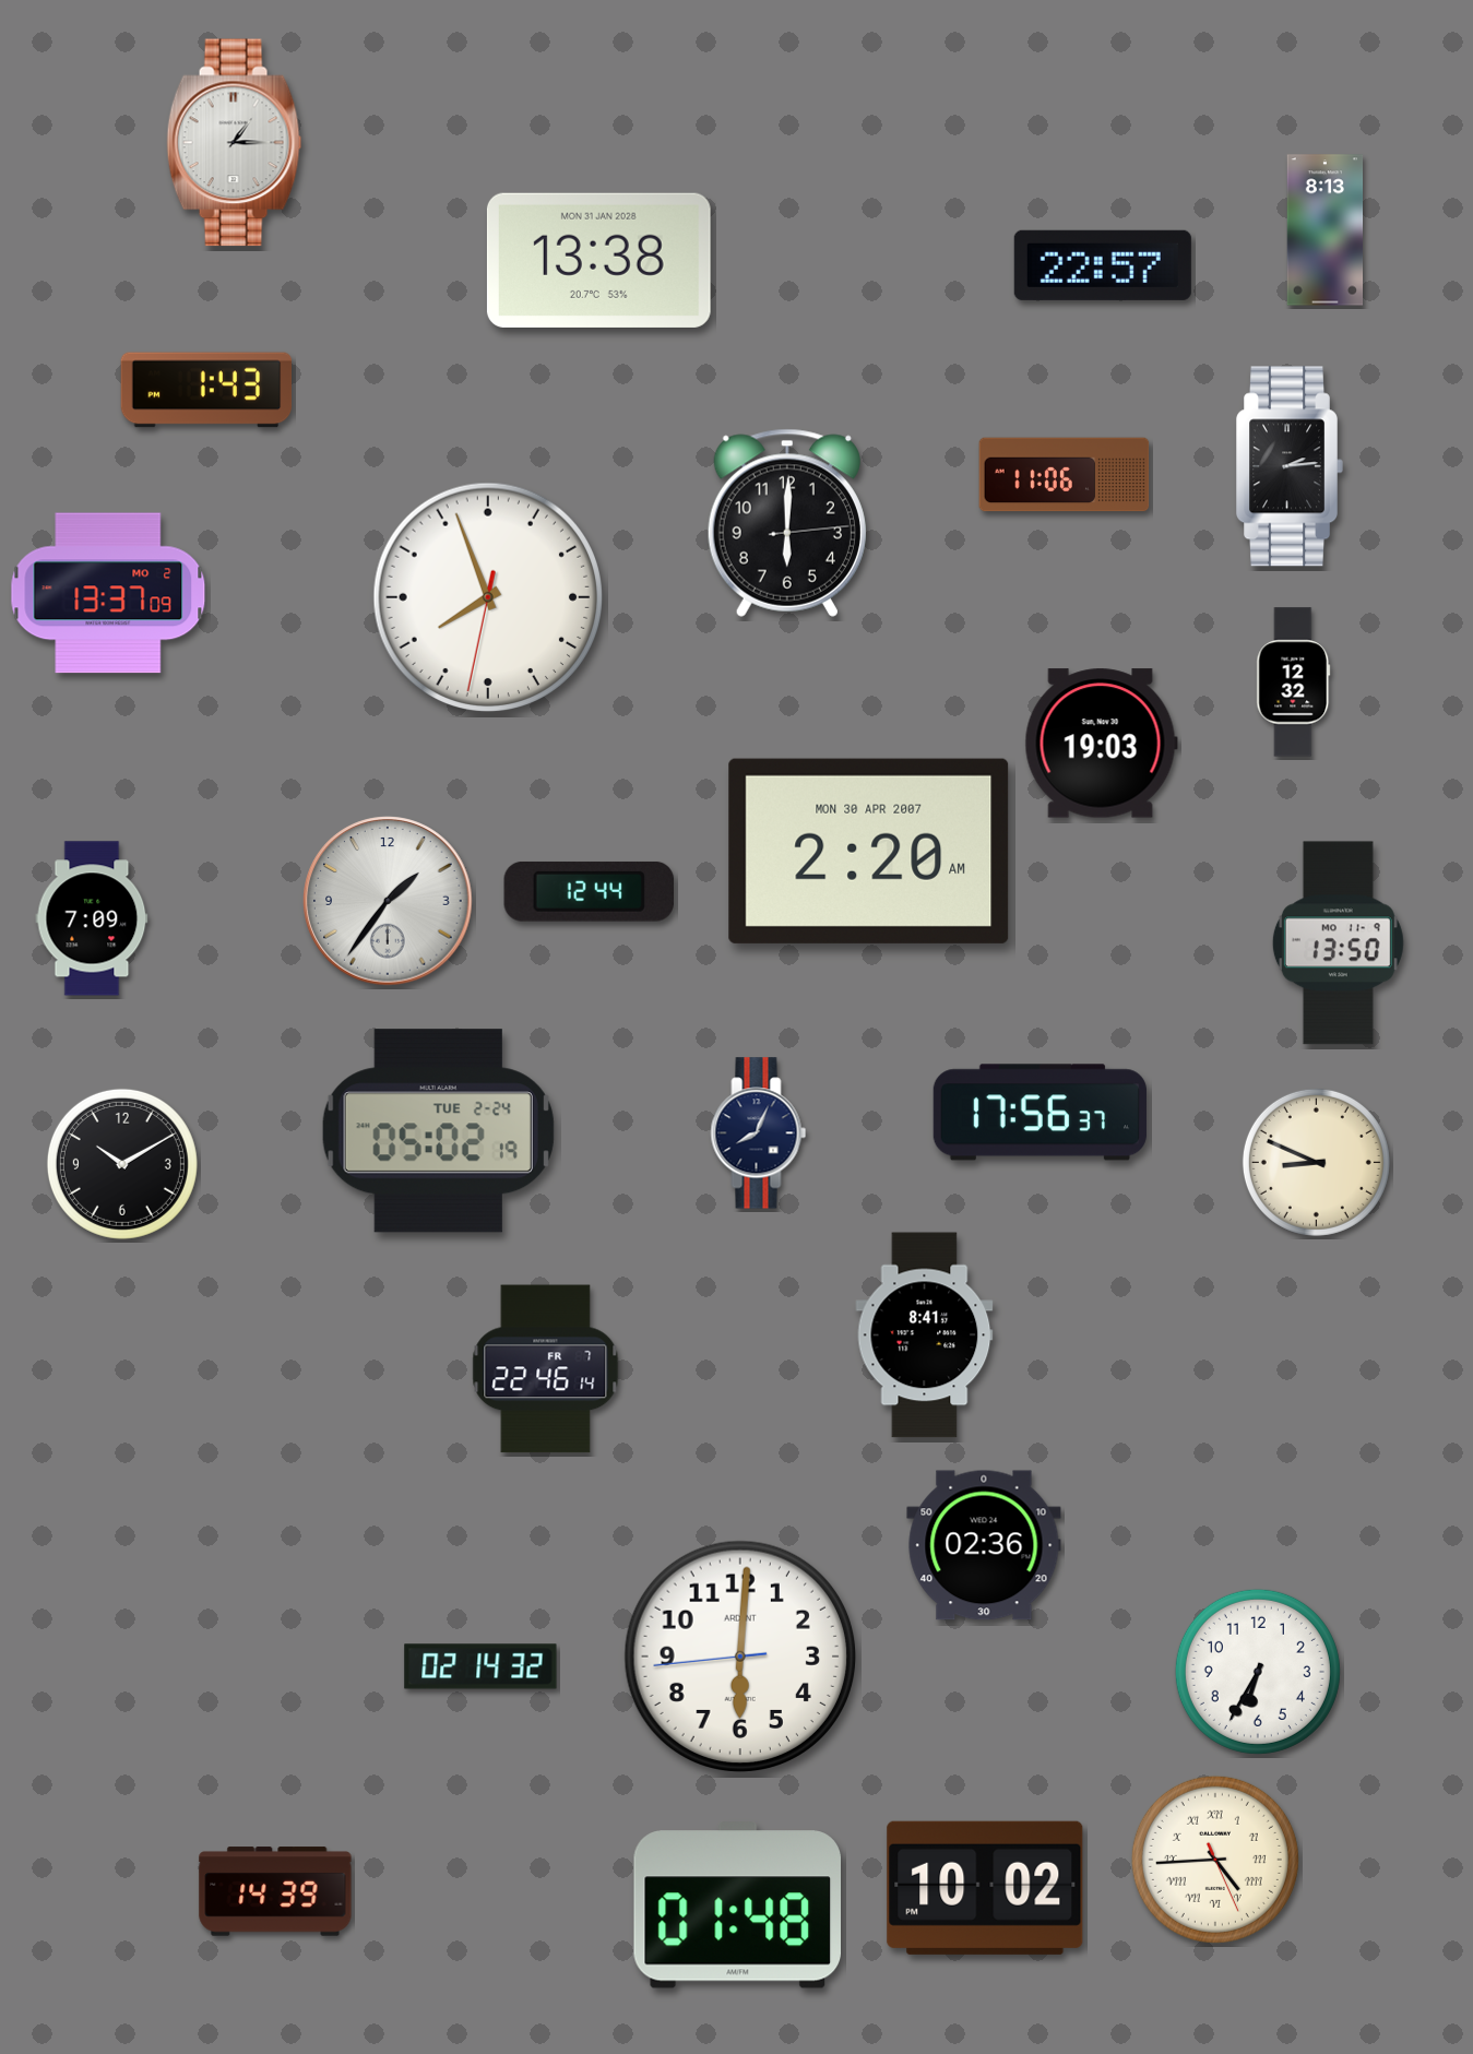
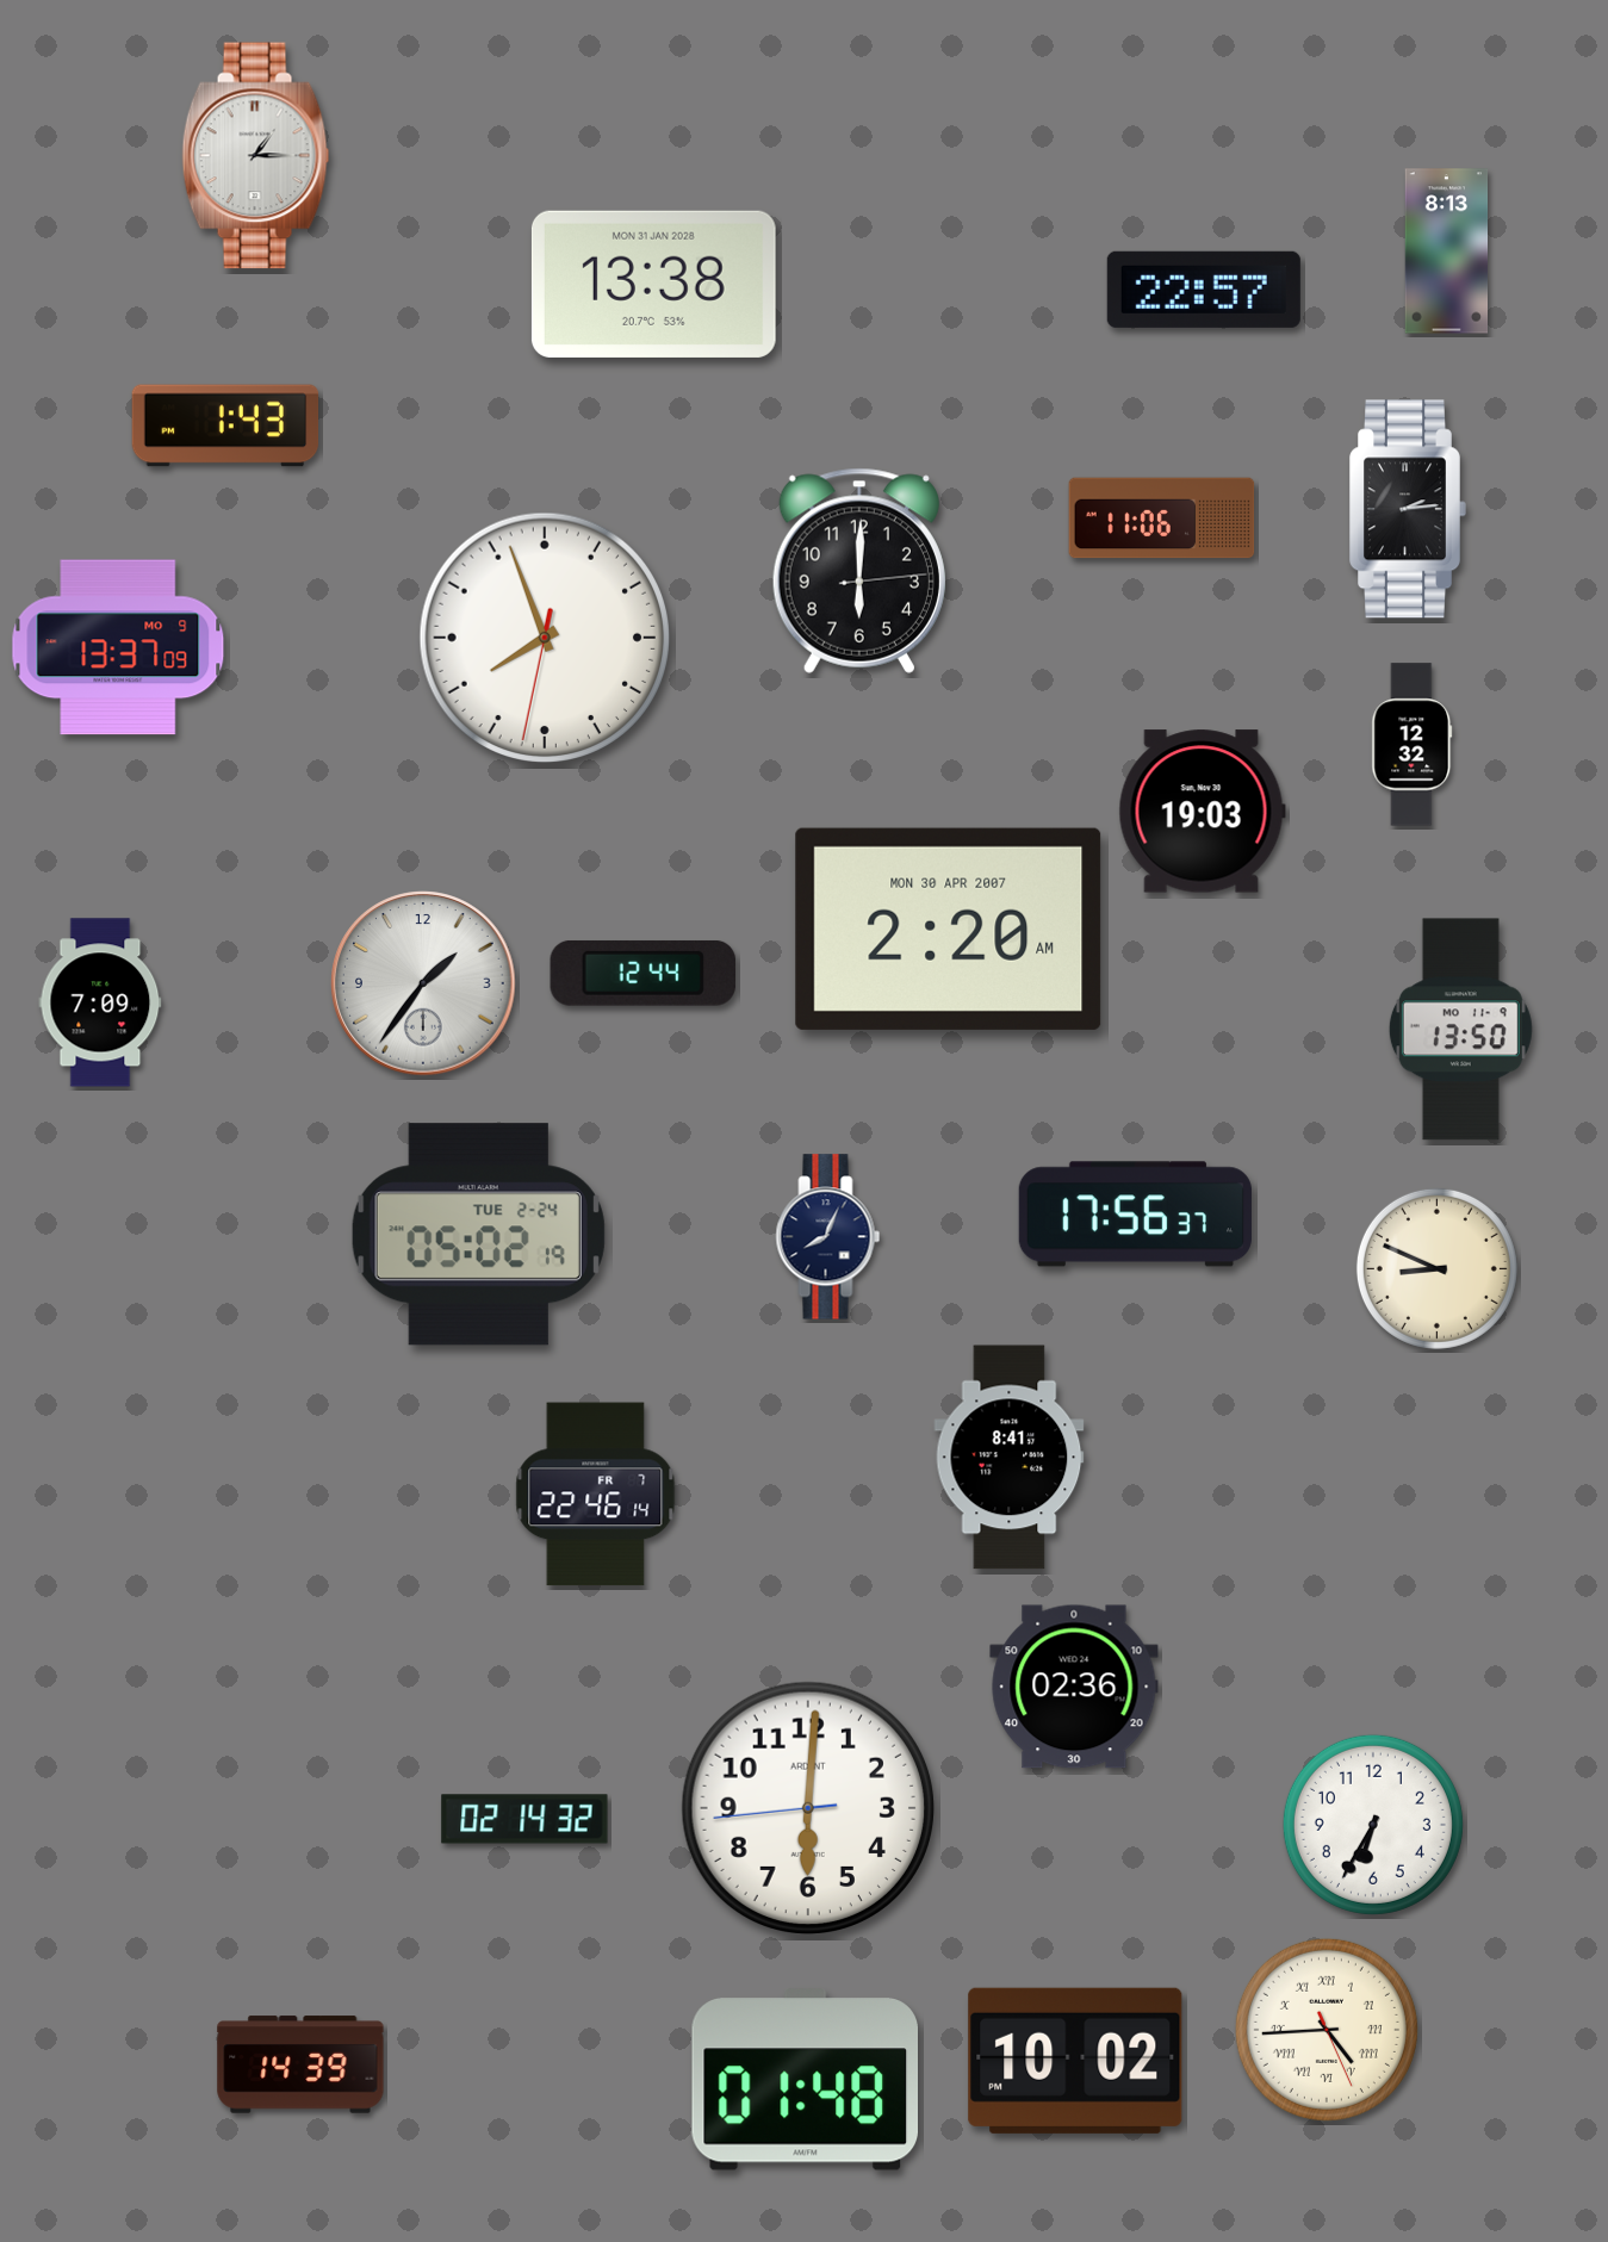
clock at (108, 593) date: MO 2 -> MO 9
clock at (487, 596) position: (487, 596) -> (544, 636)
clock at (122, 1164): 10:10 -> none
